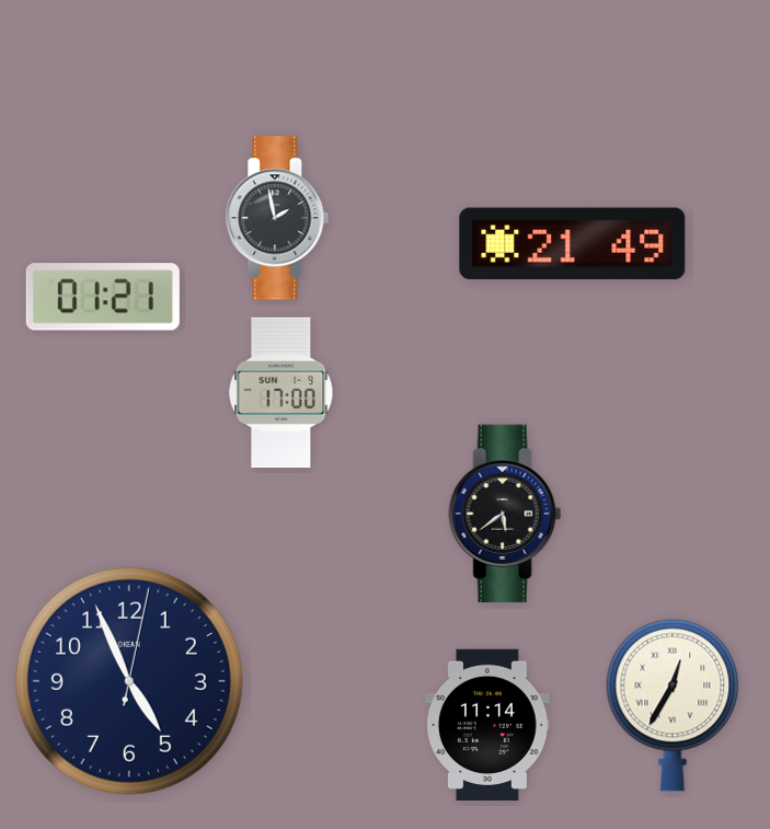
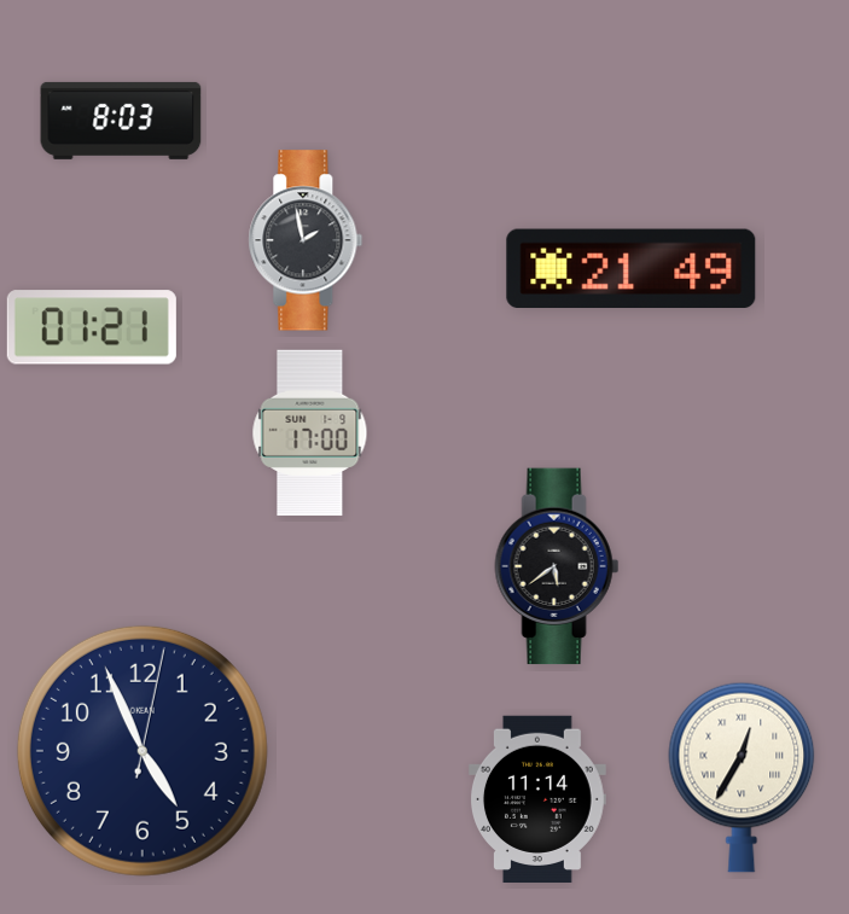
clock at (121, 121): none -> 8:03
clock at (103, 297) position: (103, 297) -> (92, 327)
